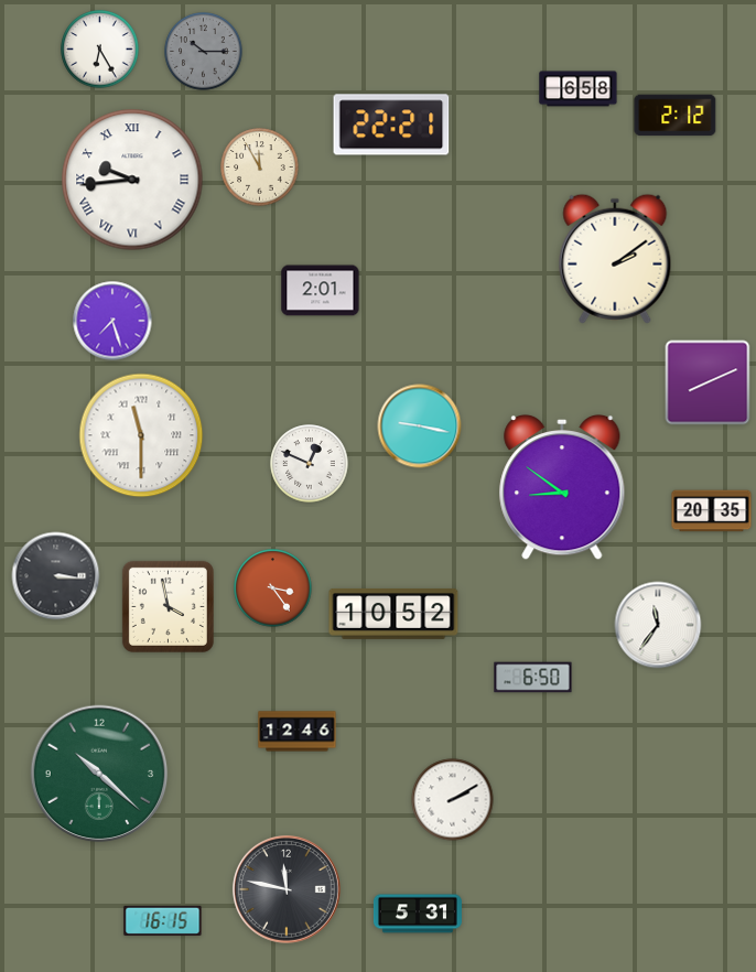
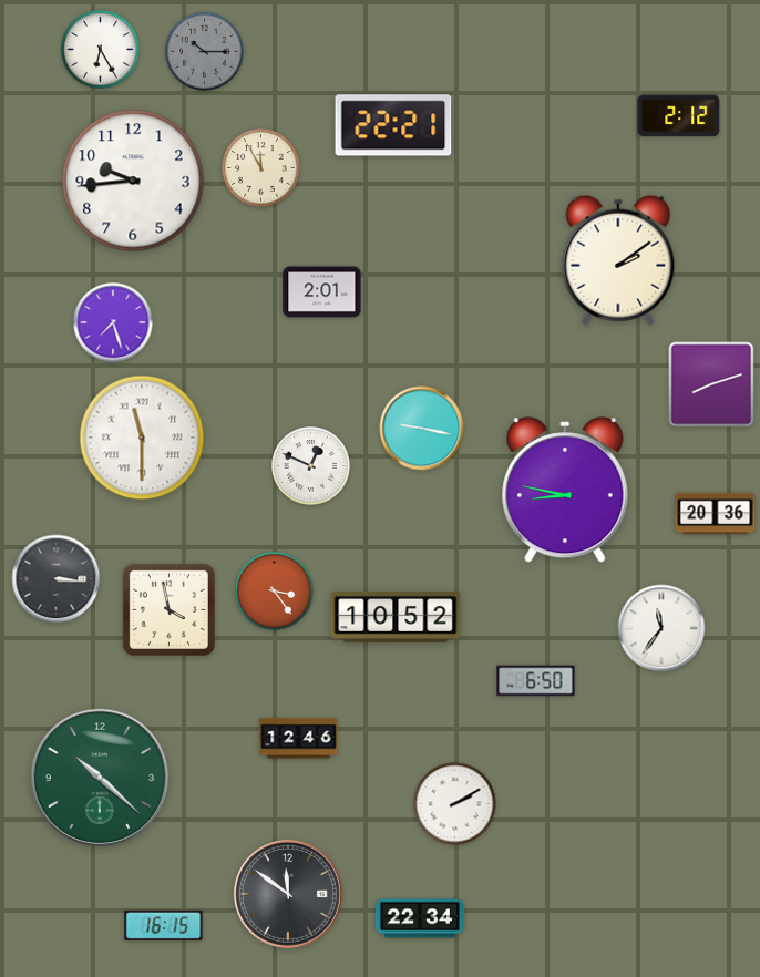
clock at (579, 89): 6:58 -> none
clock at (132, 180) numerals: Roman -> Arabic
clock at (708, 382): 8:11 -> 8:12
clock at (562, 487): 8:51 -> 8:47
clock at (712, 511): 20:35 -> 20:36
clock at (298, 732) position: (298, 732) -> (299, 739)
clock at (287, 889): 11:47 -> 11:51
clock at (418, 914): 5:31 -> 22:34
